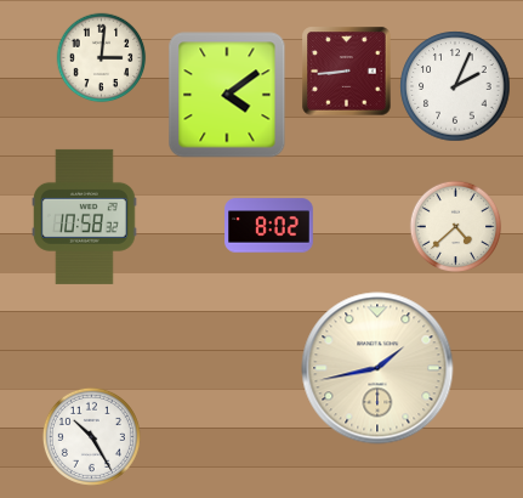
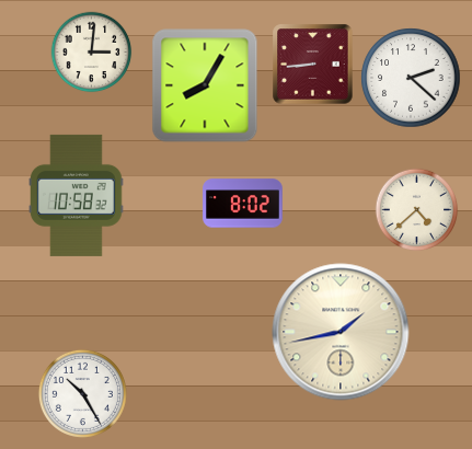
clock at (455, 86): 2:04 -> 2:22
clock at (227, 95): 4:09 -> 8:05
clock at (456, 227) position: (456, 227) -> (417, 210)
